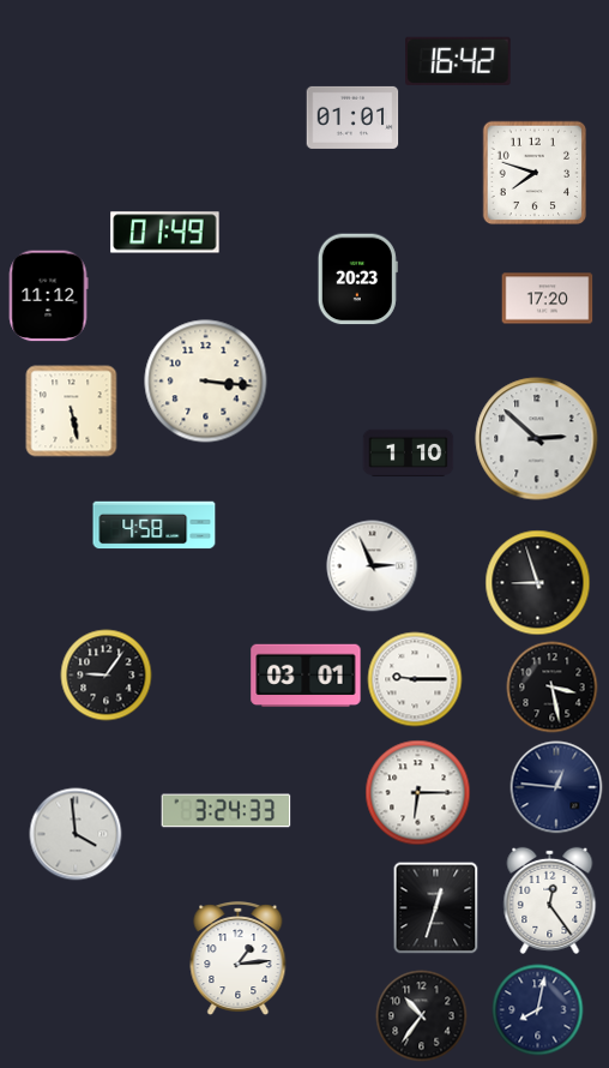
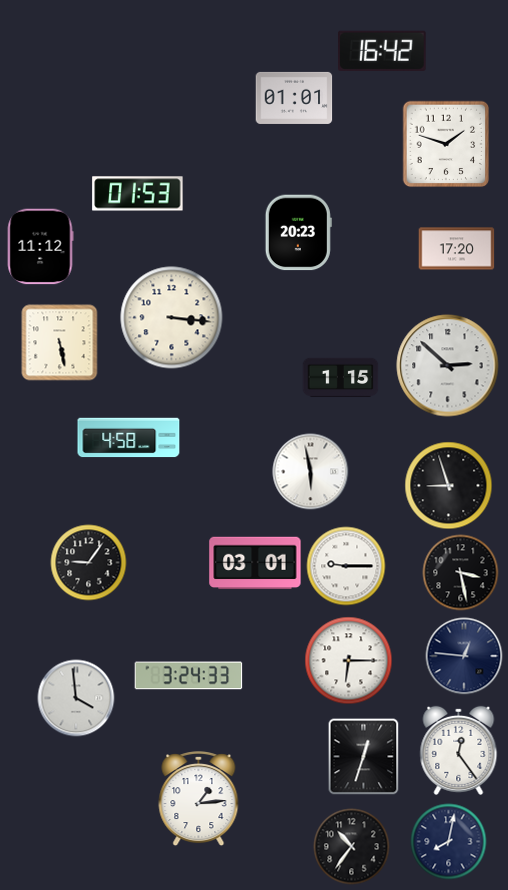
clock at (535, 173): 7:48 -> 1:48
clock at (165, 233): 01:49 -> 01:53
clock at (409, 454): 1:10 -> 1:15
clock at (373, 566): 2:56 -> 5:58
clock at (76, 834) position: (76, 834) -> (76, 698)
